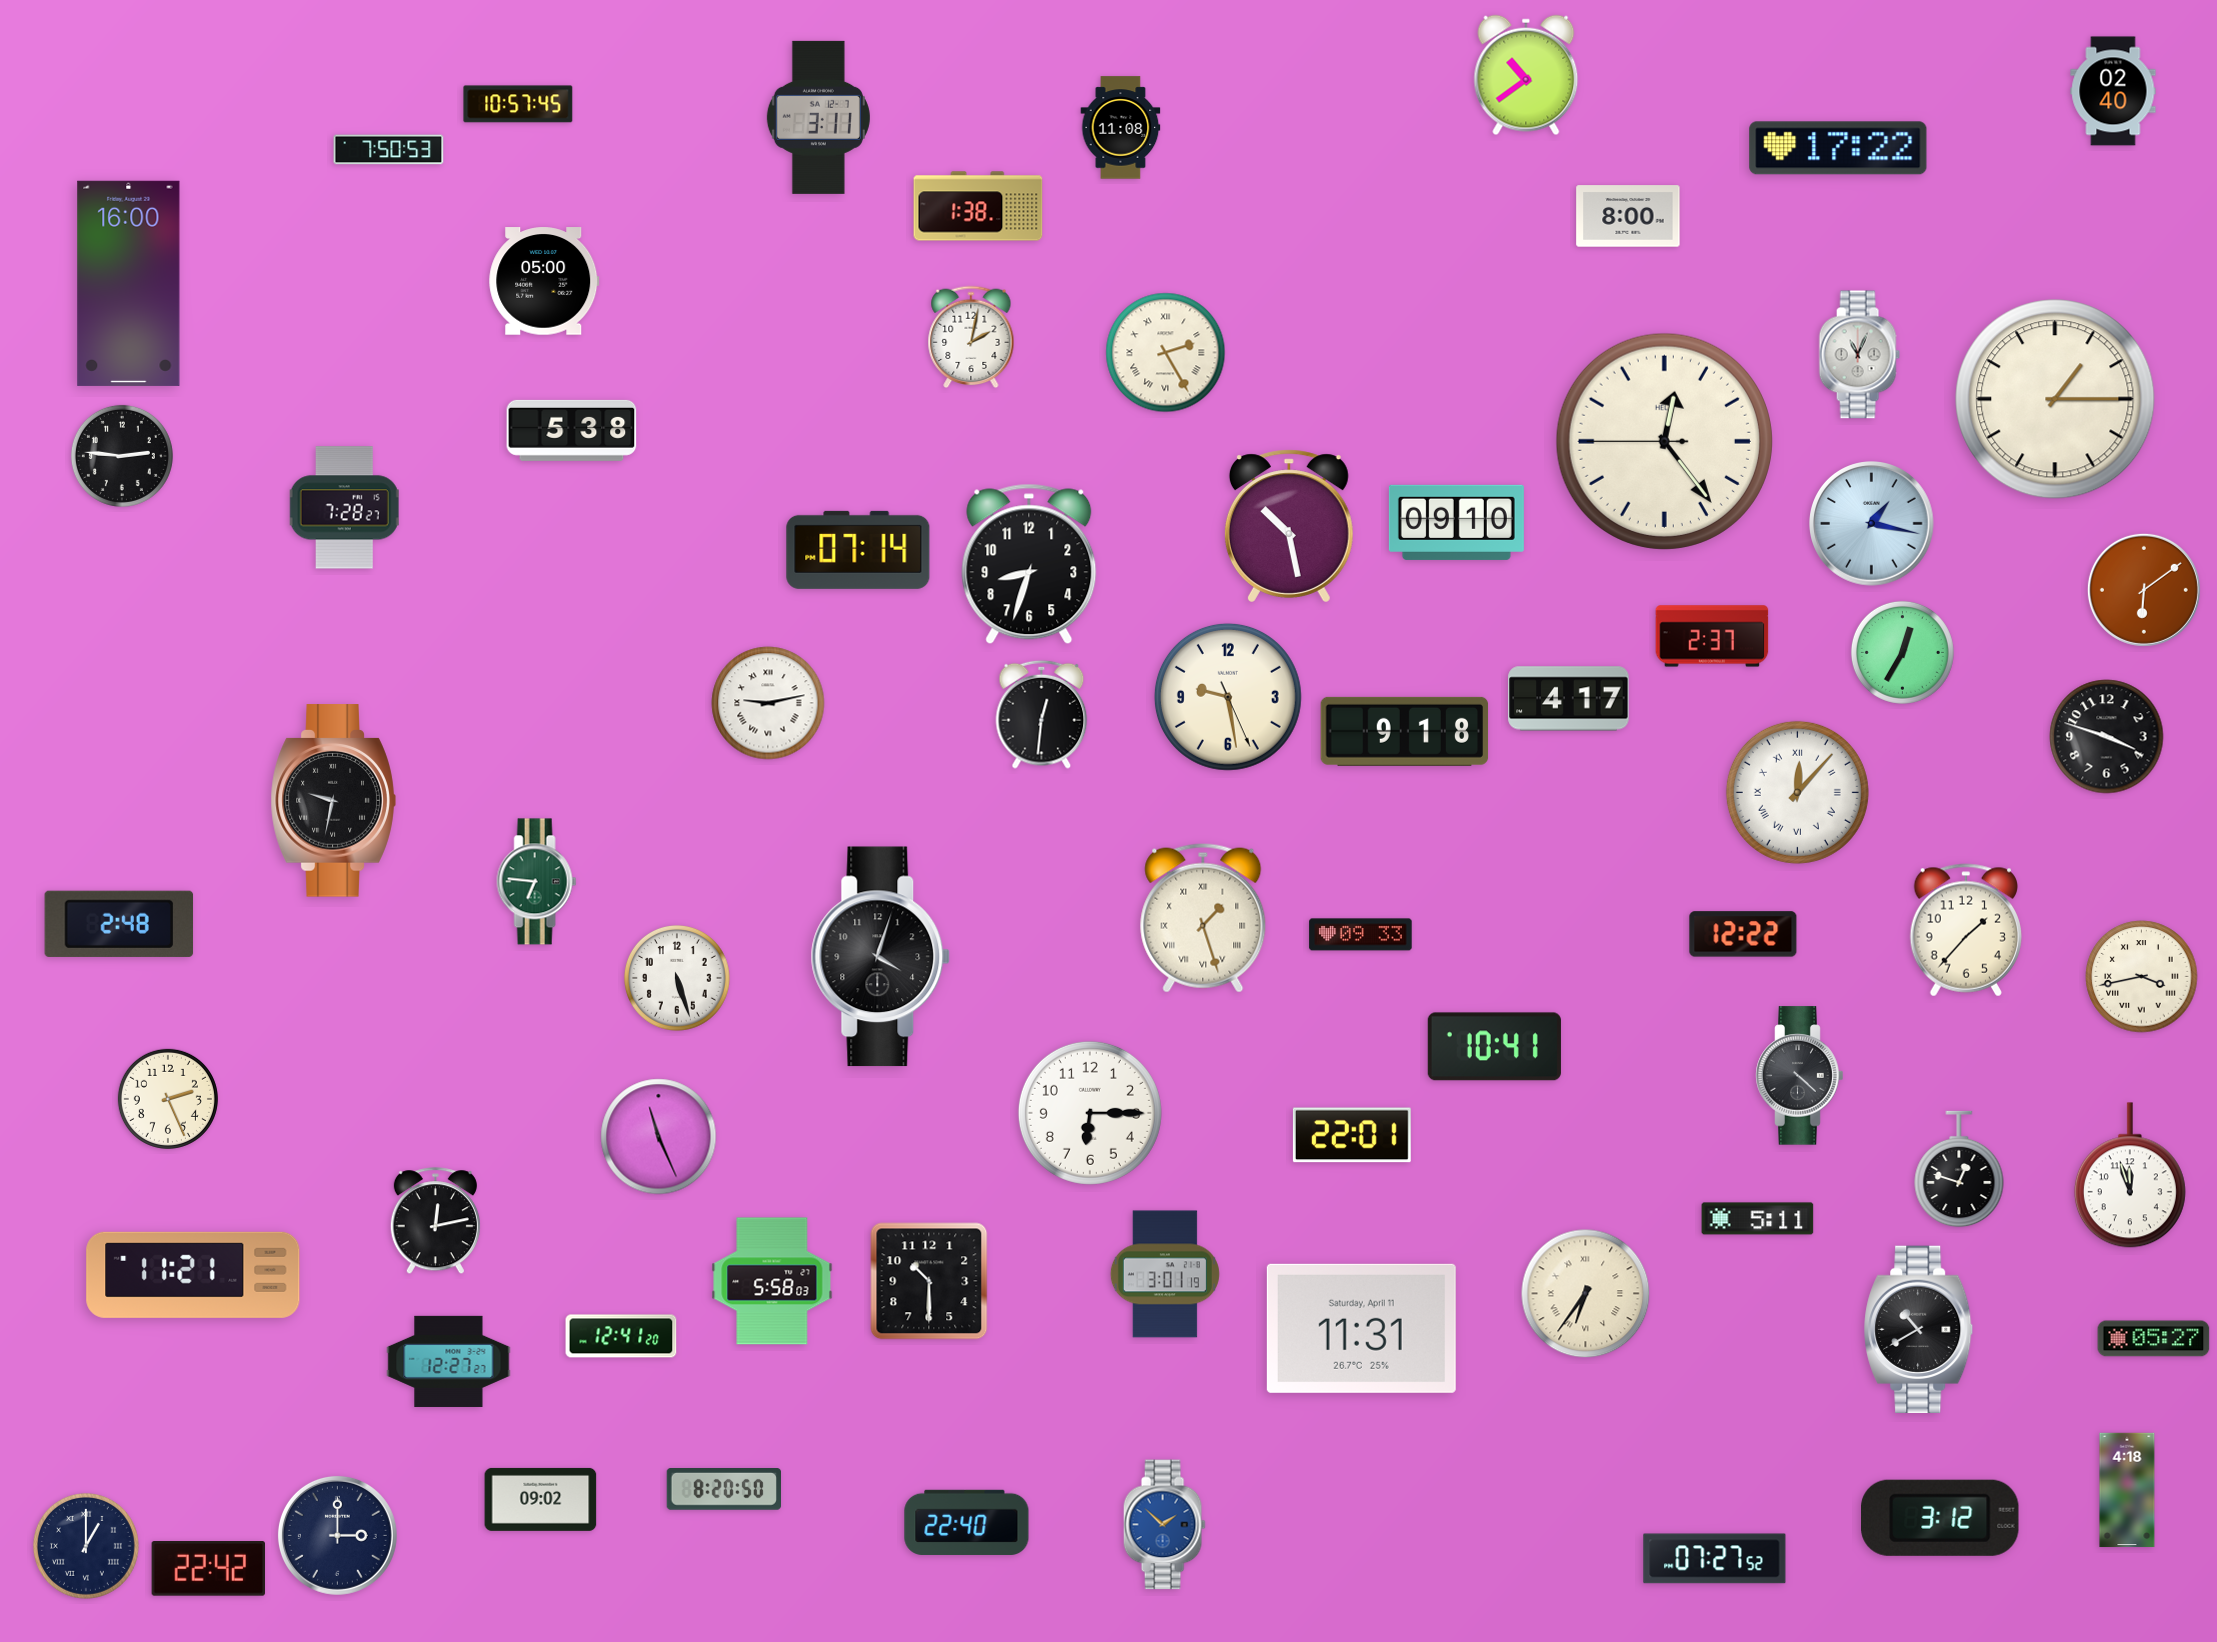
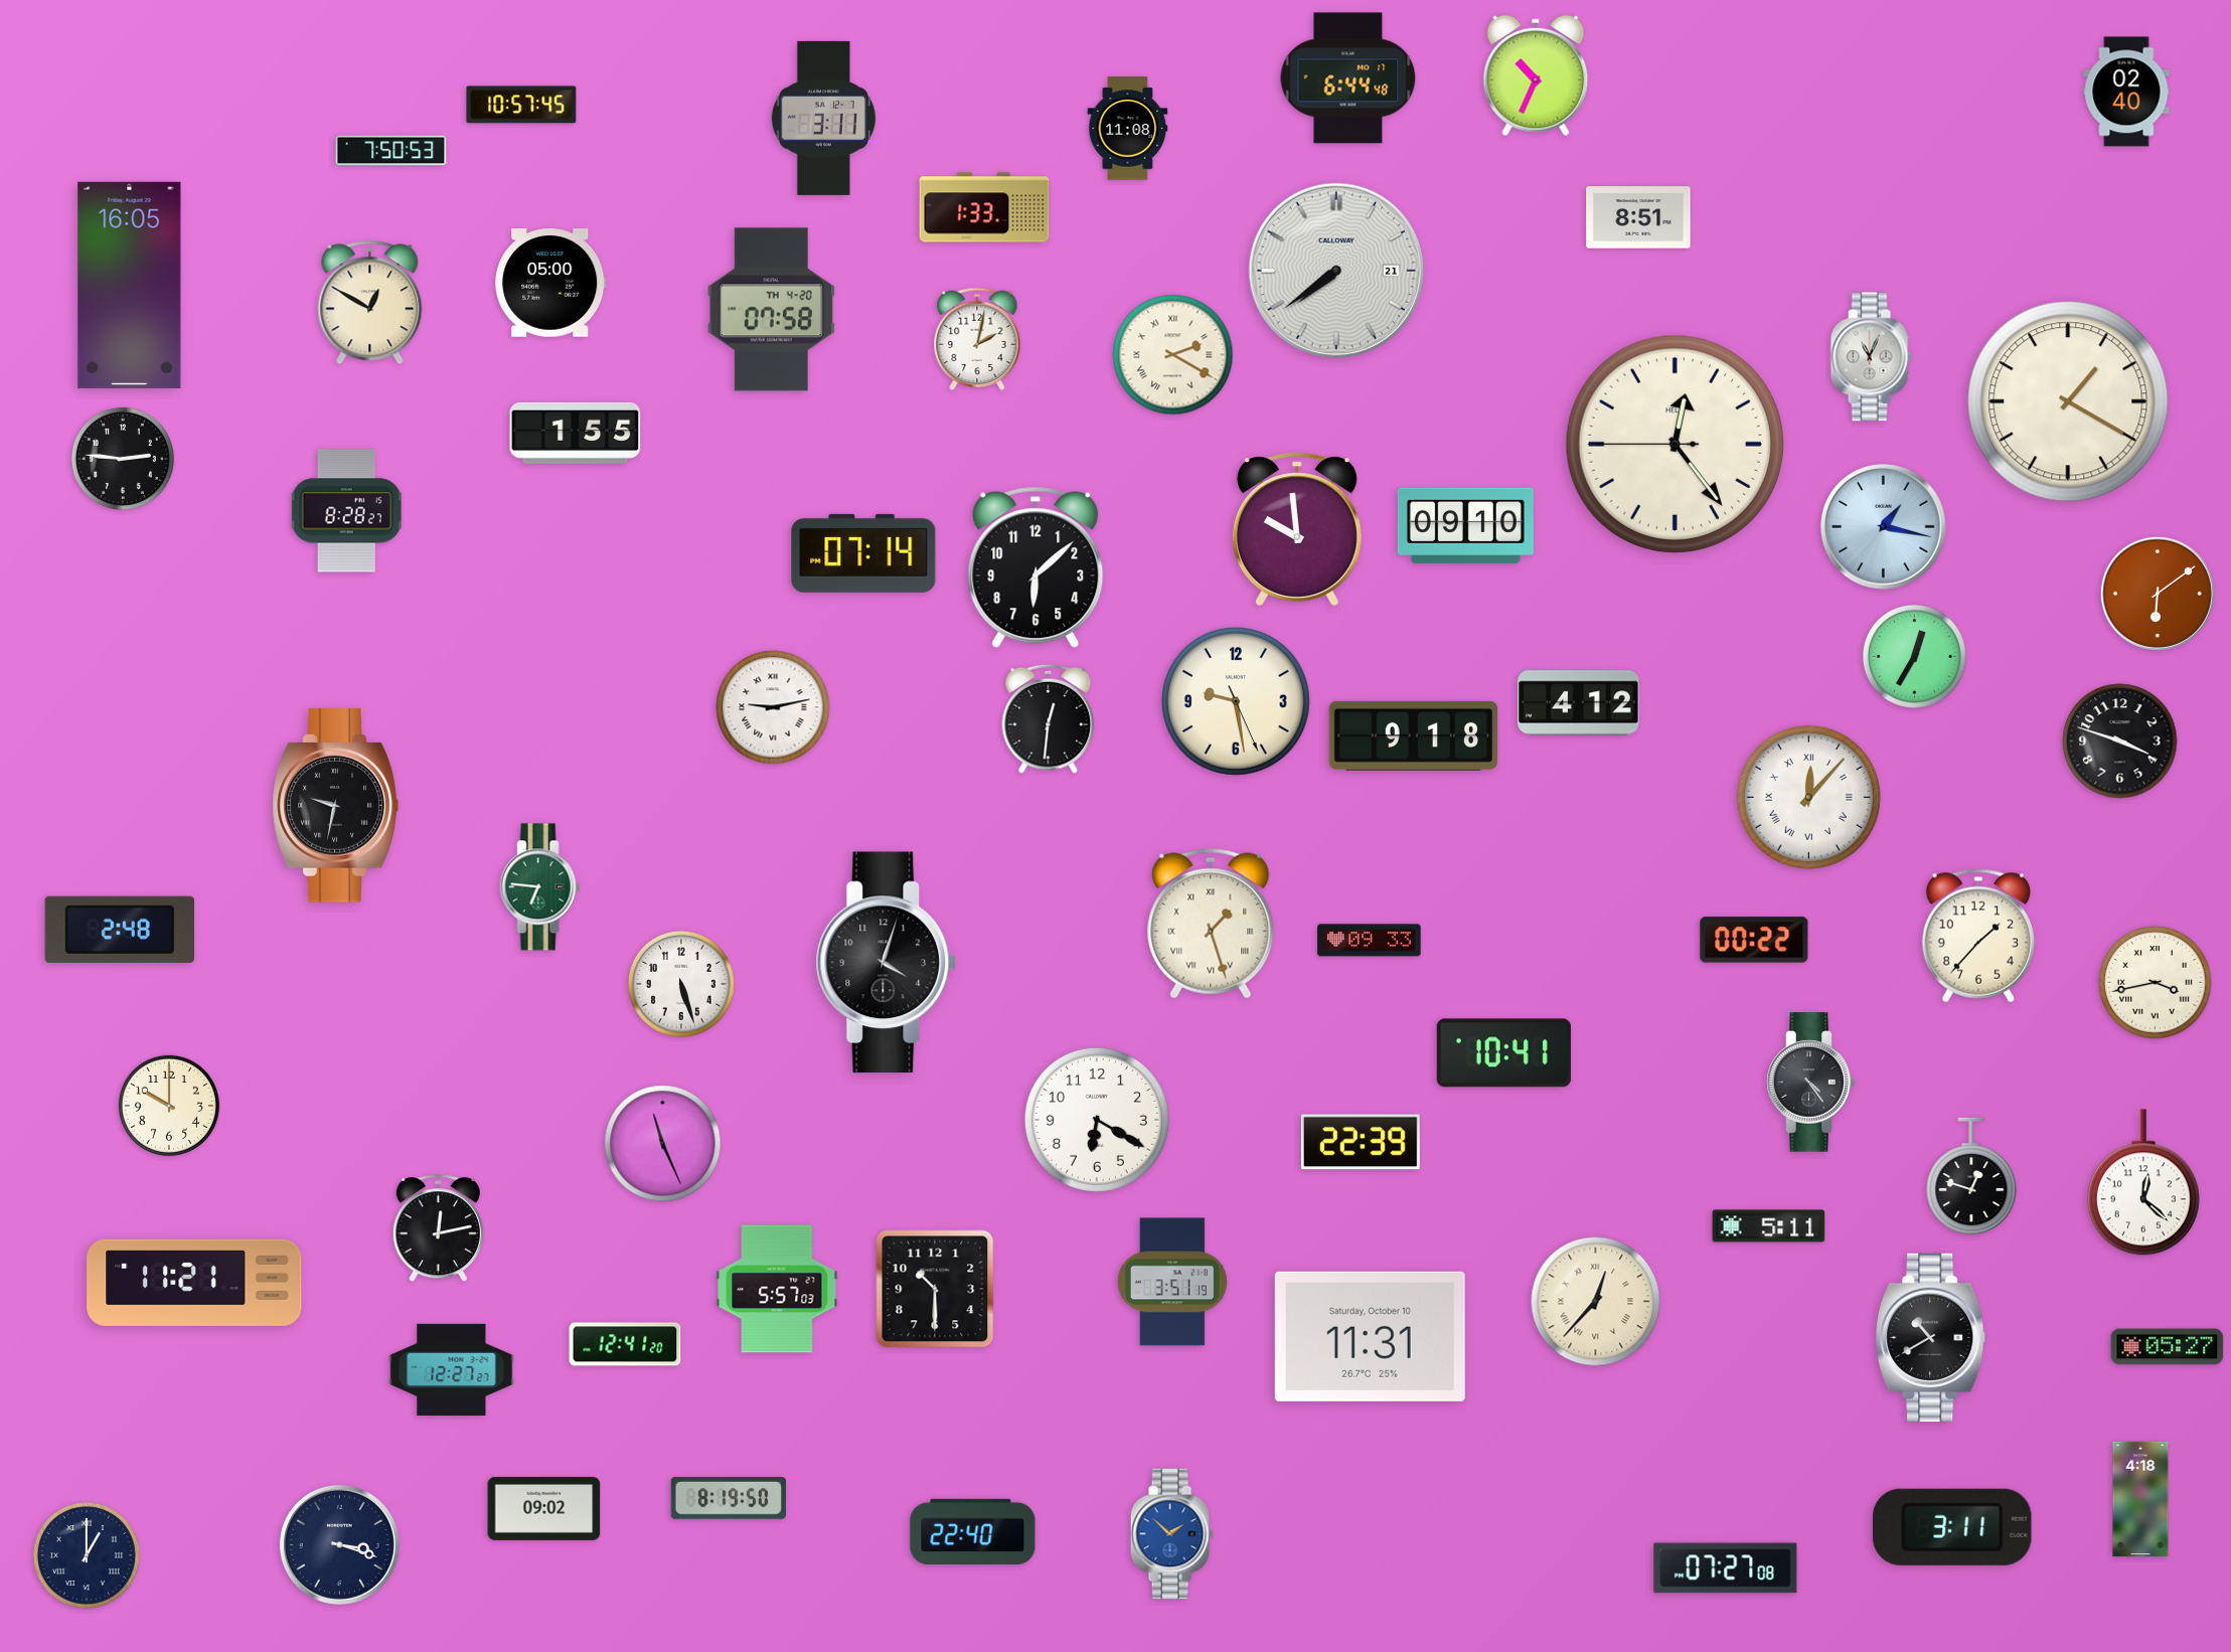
clock at (1526, 75): 10:39 -> 10:34
clock at (1348, 78): none -> 6:44
clock at (1838, 148): 17:22 -> none
clock at (978, 206): 1:38 -> 1:33
clock at (1628, 216): 8:00 -> 8:51
clock at (1335, 270): none -> 7:39
clock at (544, 281) position: (544, 281) -> (550, 283)
clock at (129, 283): 16:00 -> 16:05
clock at (370, 303): none -> 12:50
clock at (771, 310): none -> 07:58
clock at (1166, 353): 2:25 -> 2:20
clock at (2055, 399): 1:15 -> 1:20
clock at (572, 430): 5:38 -> 1:55
clock at (344, 508): 7:28 -> 8:28
clock at (1289, 526): 10:28 -> 9:59
clock at (1029, 564): 8:33 -> 6:08
clock at (1712, 636): 2:37 -> none
clock at (1569, 699): 4:17 -> 4:12
clock at (1743, 934): 12:22 -> 00:22
clock at (1800, 1076): 4:22 -> 4:24
clock at (168, 1099): 2:26 -> 10:00
clock at (1090, 1113): 6:15 -> 6:20
clock at (1352, 1135): 22:01 -> 22:39
clock at (2130, 1175): 11:57 -> 12:22
clock at (1165, 1274): 3:01 -> 3:51
clock at (772, 1281): 5:58 -> 5:57
clock at (1586, 1294): 6:36 -> 12:37
clock at (1361, 1328) date: Saturday, April 11 -> Saturday, October 10
clock at (723, 1490): 8:20 -> 8:19
clock at (1941, 1518): 3:12 -> 3:11
clock at (337, 1535): 3:00 -> 3:18
clock at (1715, 1559): 07:27:52 -> 07:27:08
clock at (208, 1569): 22:42 -> none
